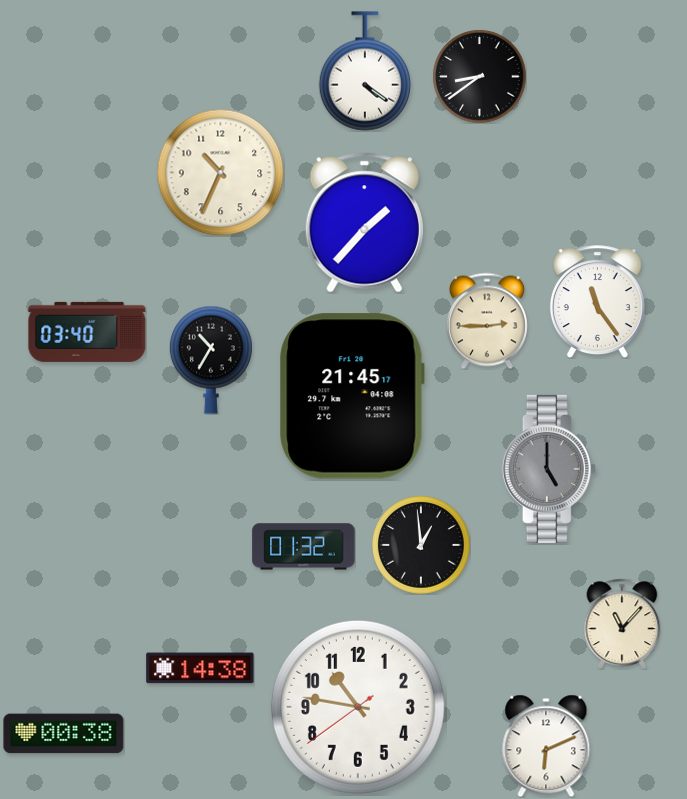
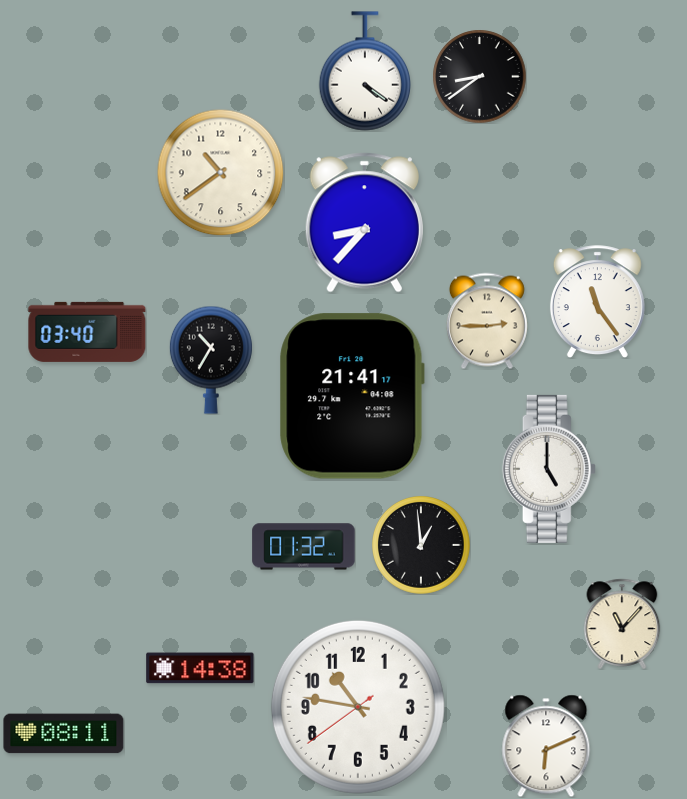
clock at (220, 172): 10:34 -> 10:39
clock at (364, 223): 1:37 -> 8:37
clock at (352, 396): 21:45 -> 21:41
clock at (549, 469) dial: grey -> white
clock at (64, 734): 00:38 -> 08:11
